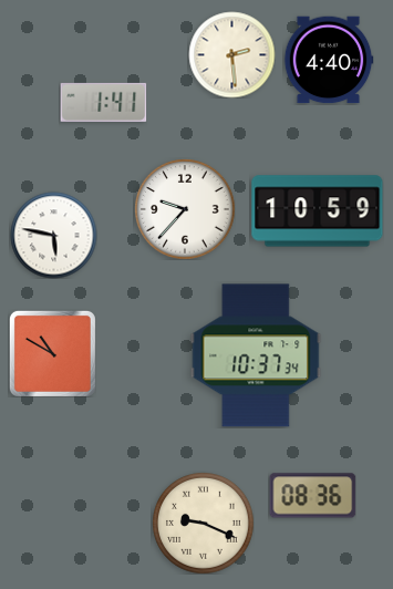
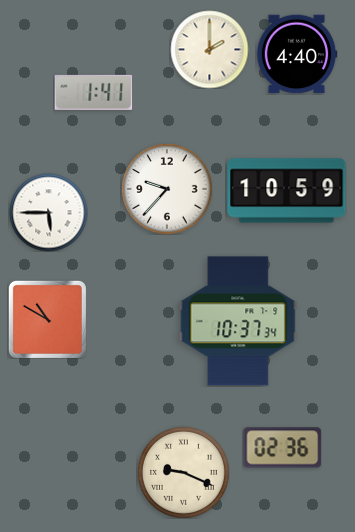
clock at (231, 54): 2:29 -> 2:00
clock at (53, 235): 5:47 -> 5:45
clock at (256, 355) position: (256, 355) -> (238, 321)
clock at (312, 496): 08:36 -> 02:36
